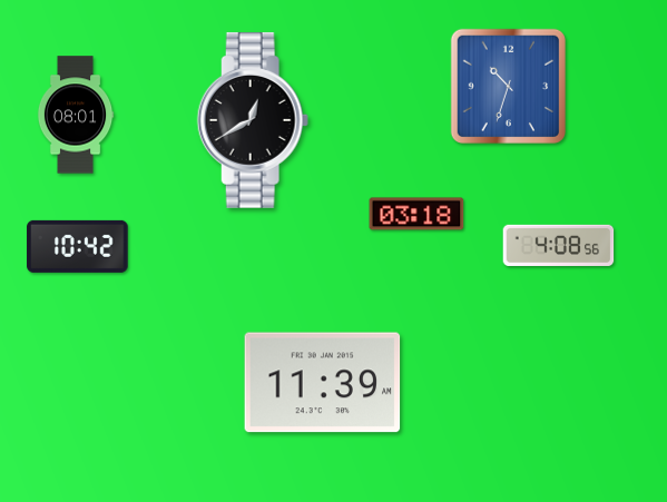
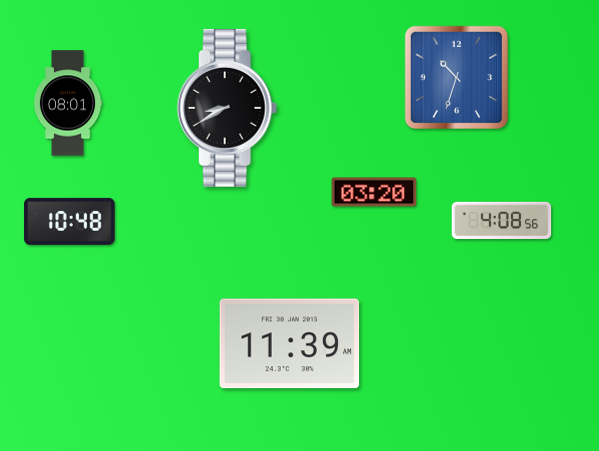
clock at (253, 120): 12:40 -> 8:40
clock at (416, 214): 03:18 -> 03:20
clock at (78, 246): 10:42 -> 10:48
